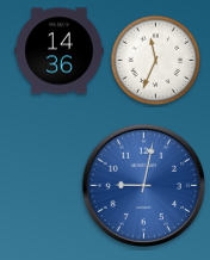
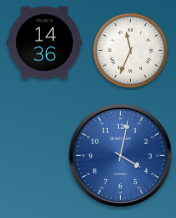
clock at (60, 51) position: (60, 51) -> (45, 43)
clock at (143, 185): 9:02 -> 4:02
